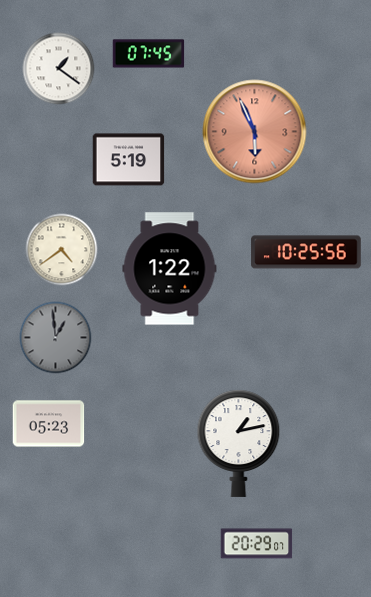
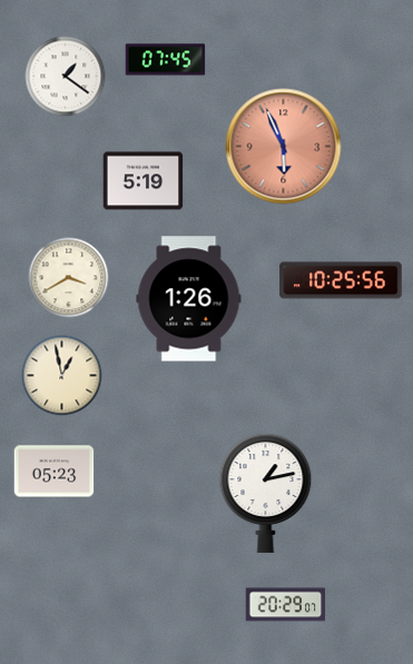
clock at (129, 160) position: (129, 160) -> (144, 181)
clock at (62, 250): 4:39 -> 3:40
clock at (170, 269): 1:22 -> 1:26
clock at (56, 338): 12:59 -> 12:58
clock at (56, 338) dial: grey -> cream
